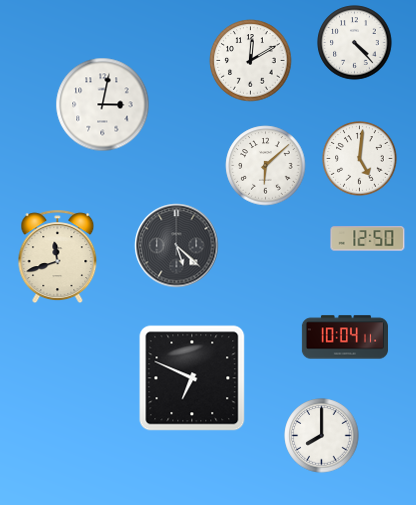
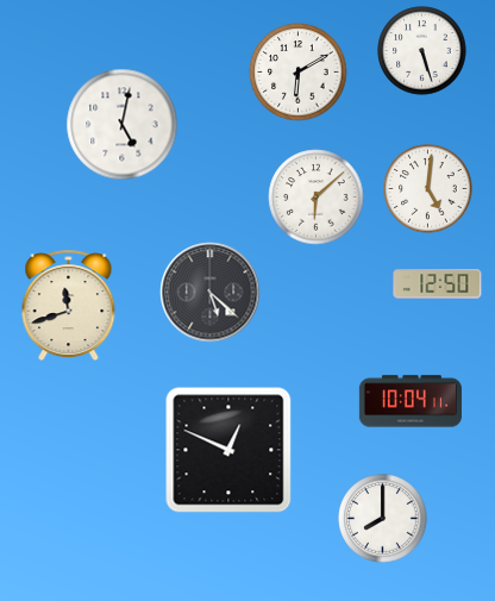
clock at (355, 43): 4:23 -> 5:27
clock at (251, 61): 12:10 -> 6:10
clock at (103, 105): 3:02 -> 5:02
clock at (192, 378): 6:49 -> 12:49
